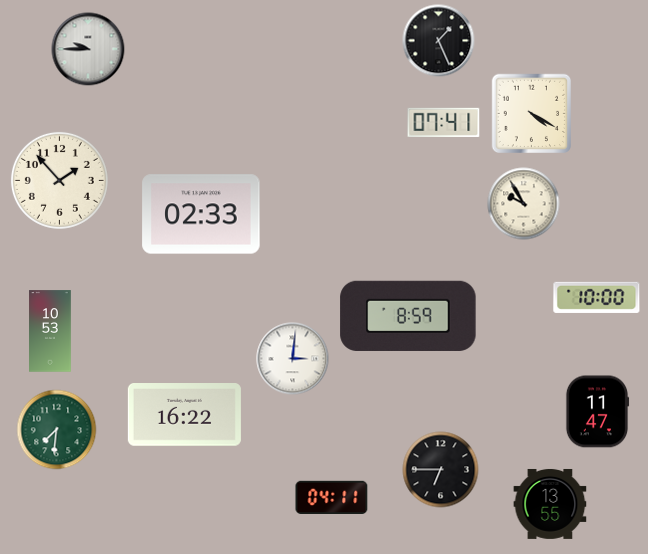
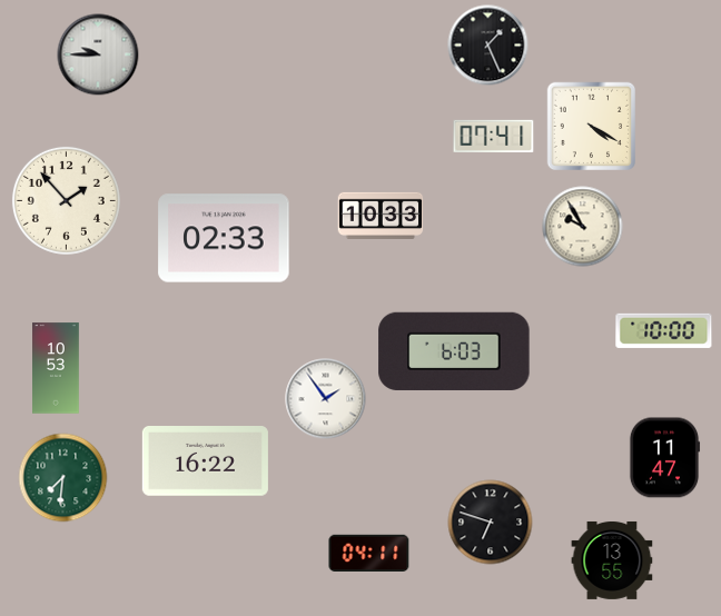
clock at (381, 216): none -> 10:33
clock at (408, 316): 8:59 -> 6:03
clock at (293, 359): 3:01 -> 1:54
clock at (441, 470): 6:45 -> 6:48
